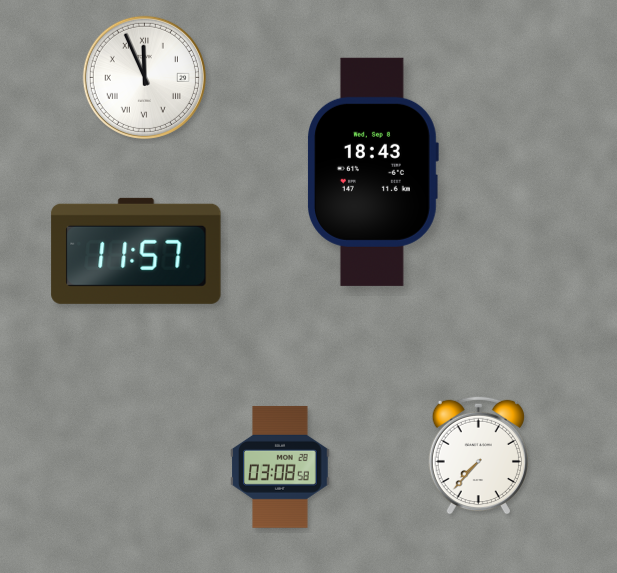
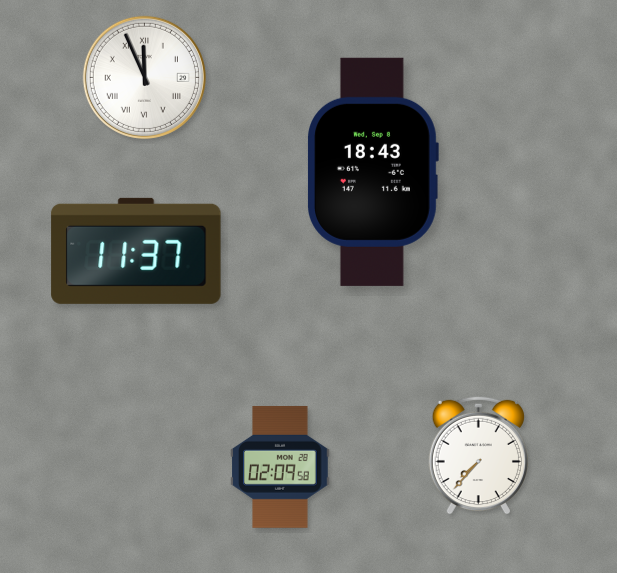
clock at (136, 251): 11:57 -> 11:37
clock at (280, 467): 03:08 -> 02:09
